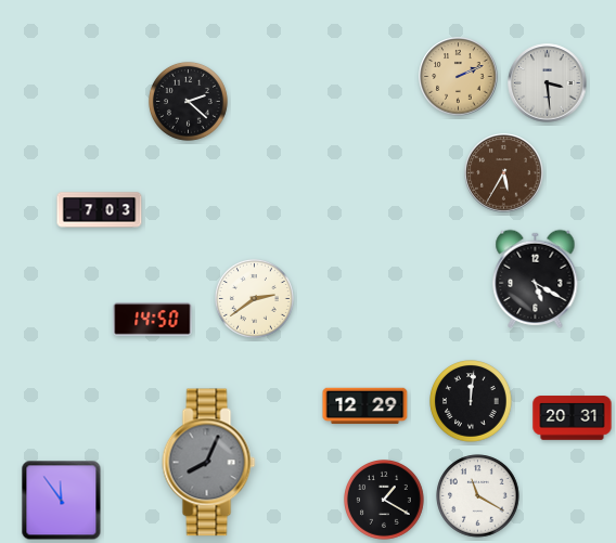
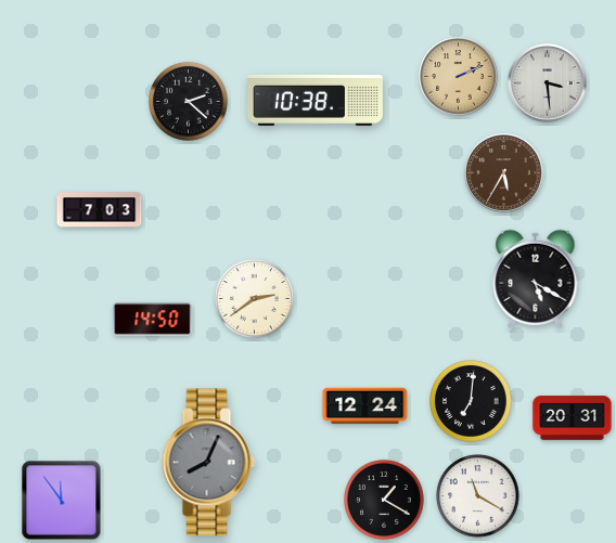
clock at (316, 100): none -> 10:38
clock at (471, 401): 12:01 -> 7:01
clock at (365, 406): 12:29 -> 12:24
